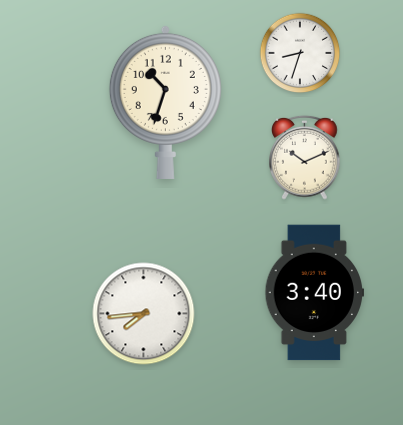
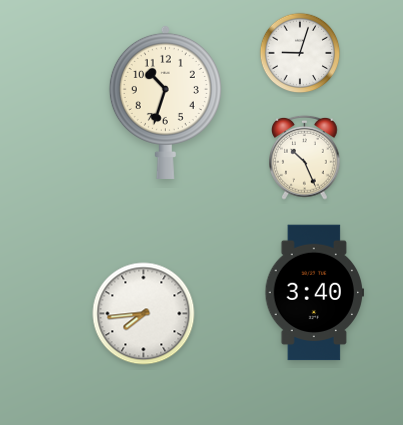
clock at (300, 53): 8:33 -> 9:03
clock at (305, 157): 10:11 -> 10:26
